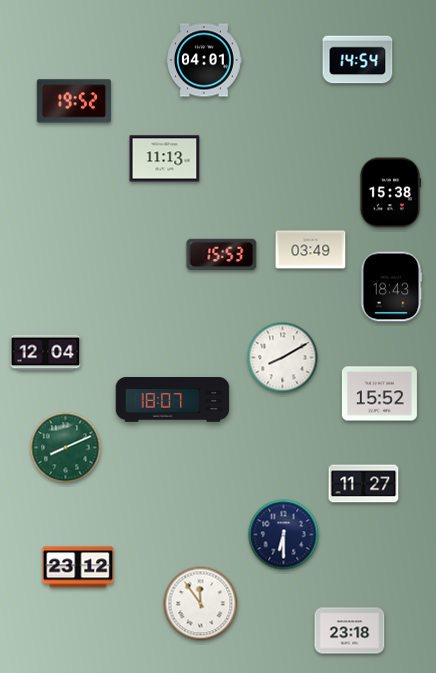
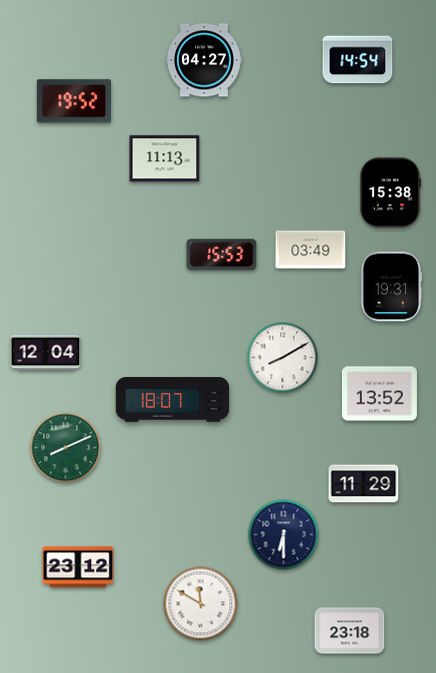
clock at (205, 60): 04:01 -> 04:27
clock at (391, 287): 18:43 -> 19:31
clock at (379, 394): 15:52 -> 13:52
clock at (364, 484): 11:27 -> 11:29
clock at (201, 604): 11:54 -> 11:50
